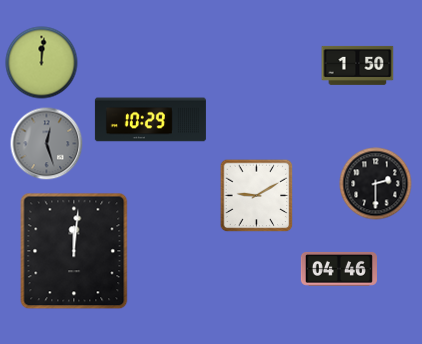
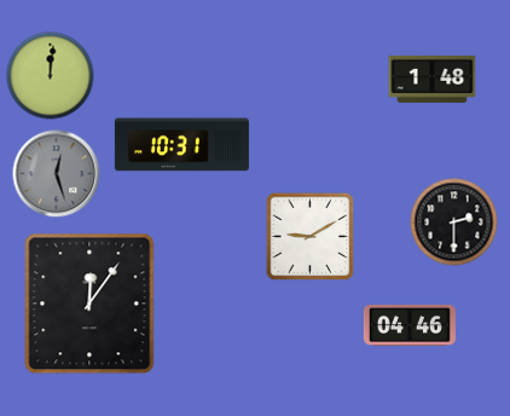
clock at (358, 65): 1:50 -> 1:48
clock at (150, 120): 10:29 -> 10:31
clock at (74, 251): 12:01 -> 12:06
